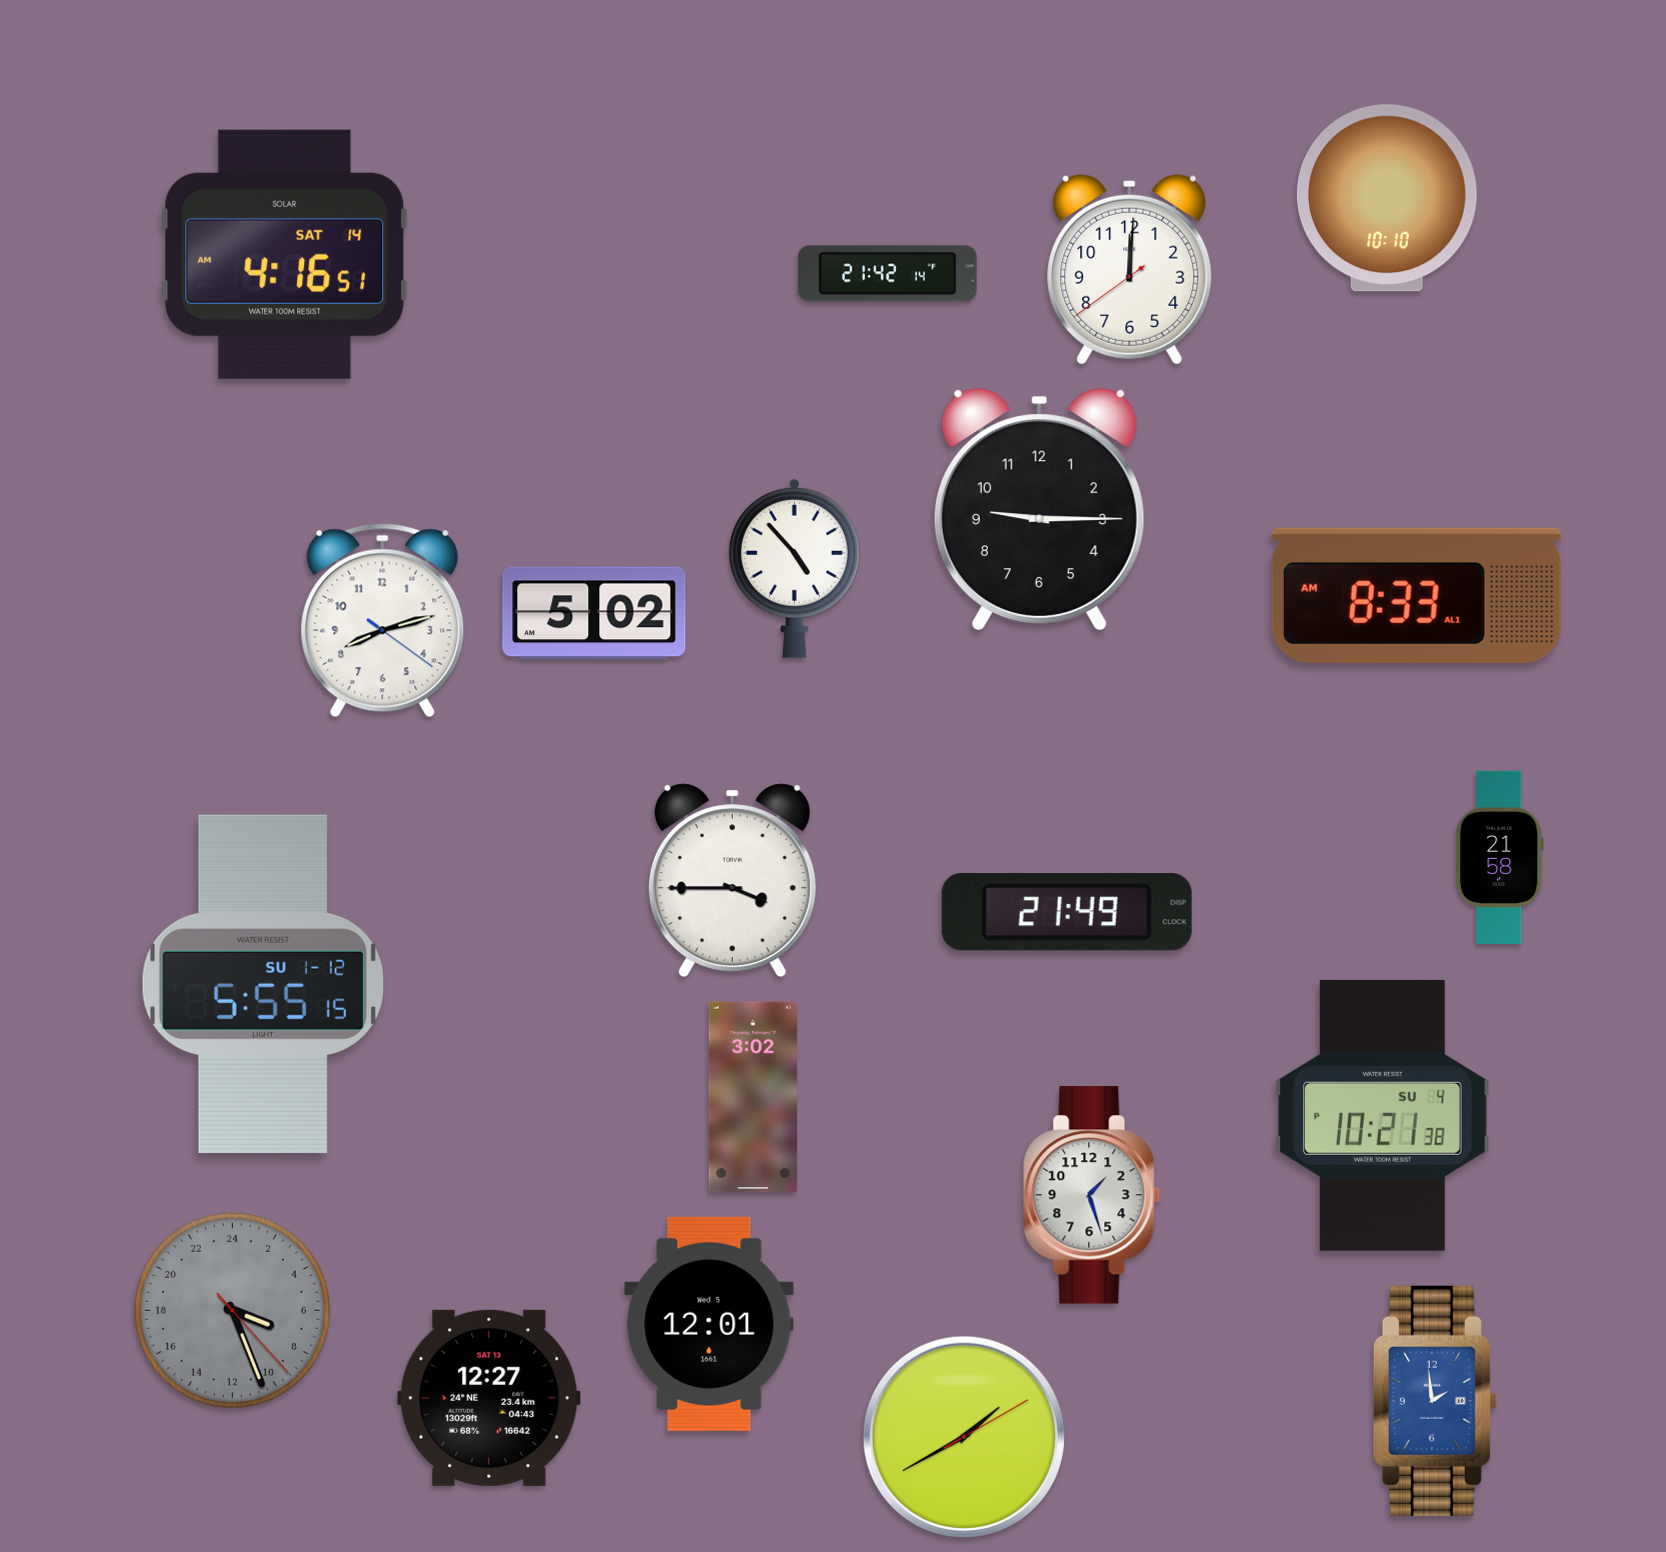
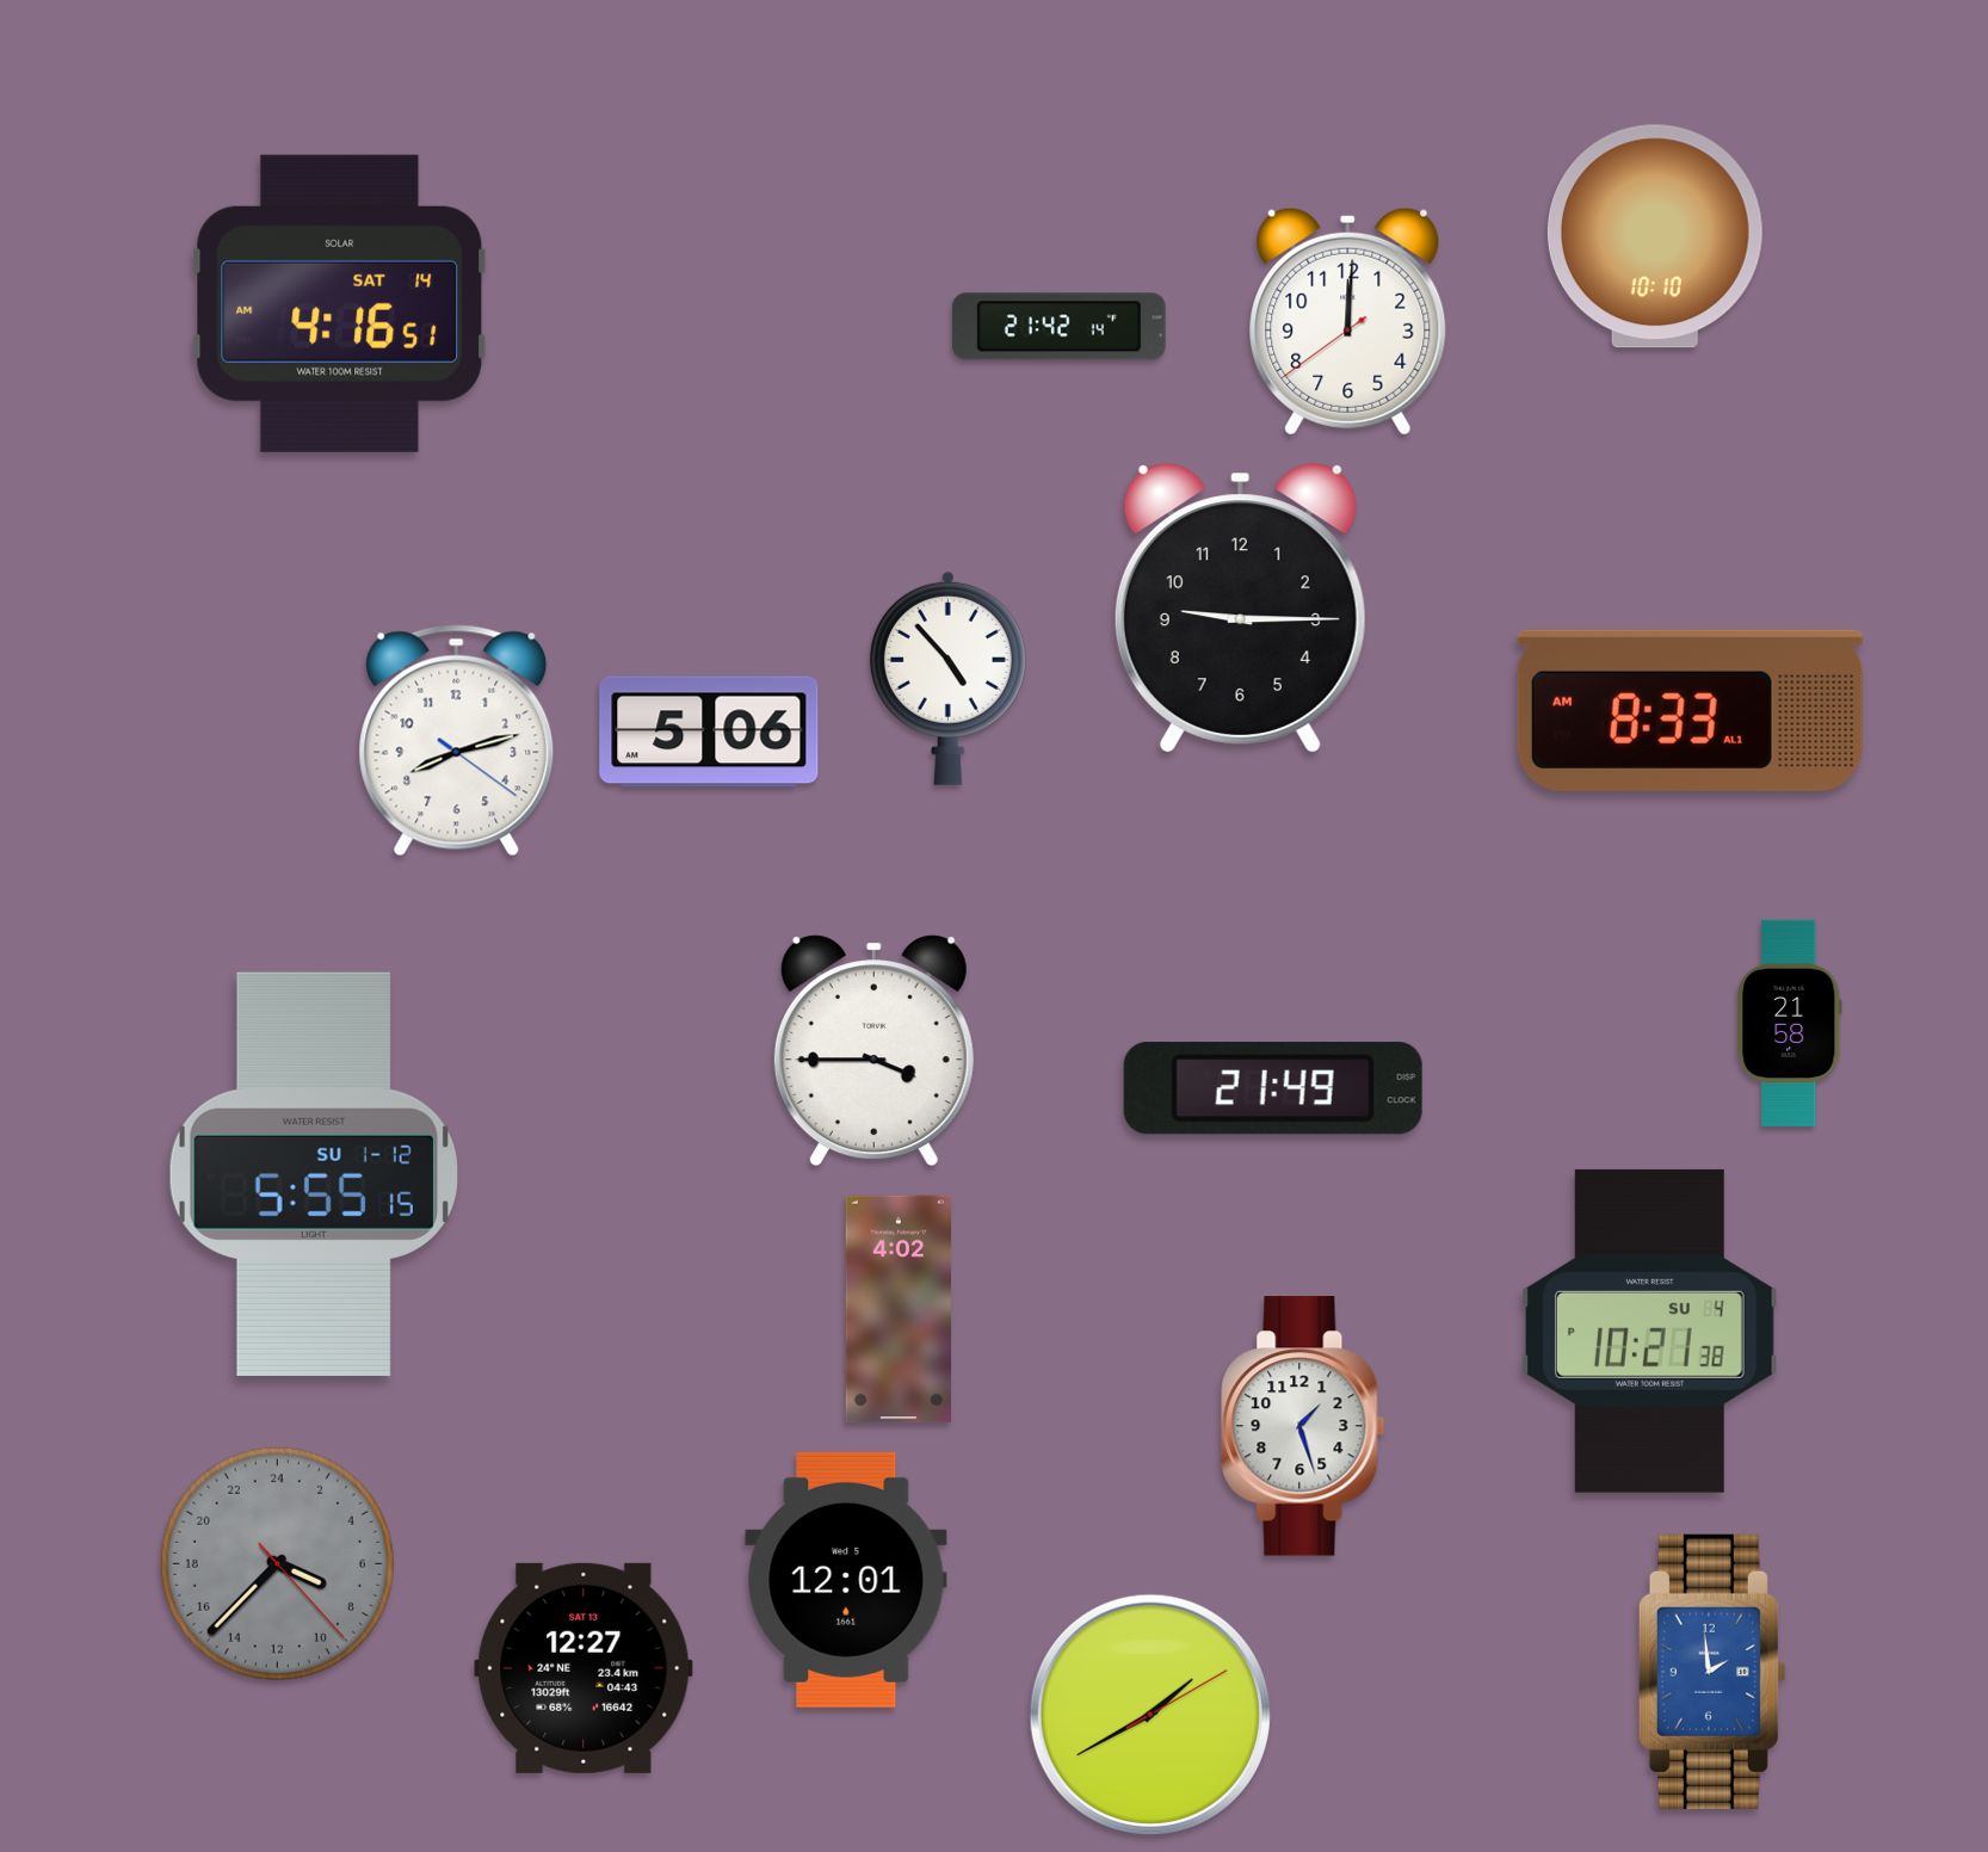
clock at (594, 613): 5:02 -> 5:06
clock at (752, 1097): 3:02 -> 4:02
clock at (232, 1310): 7:26 -> 7:37
